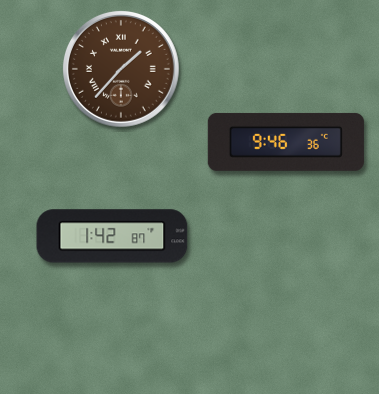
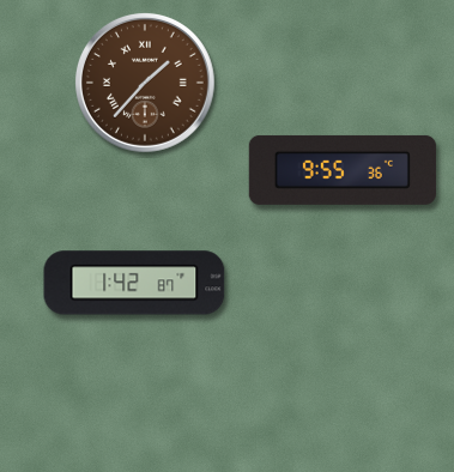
clock at (286, 142): 9:46 -> 9:55
